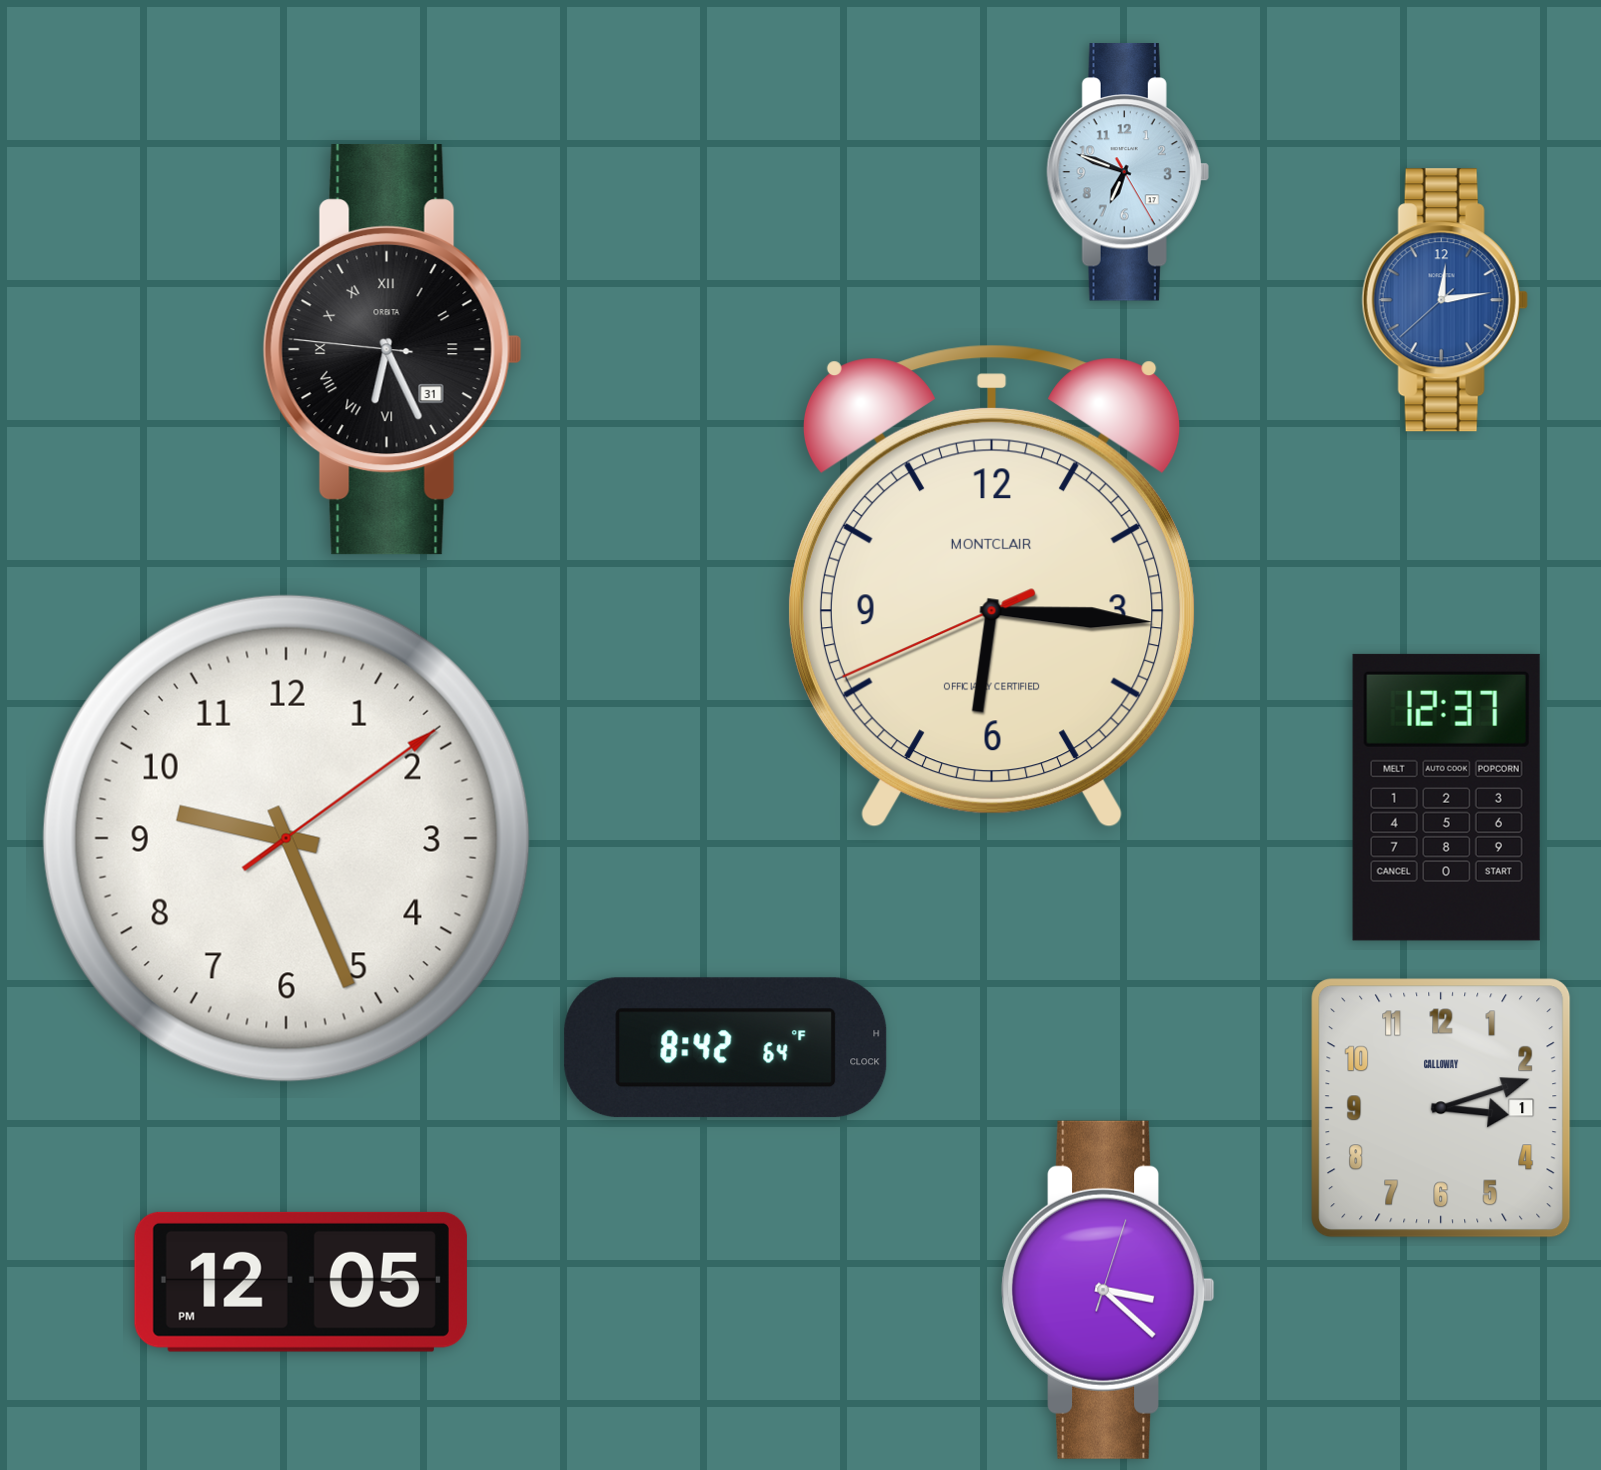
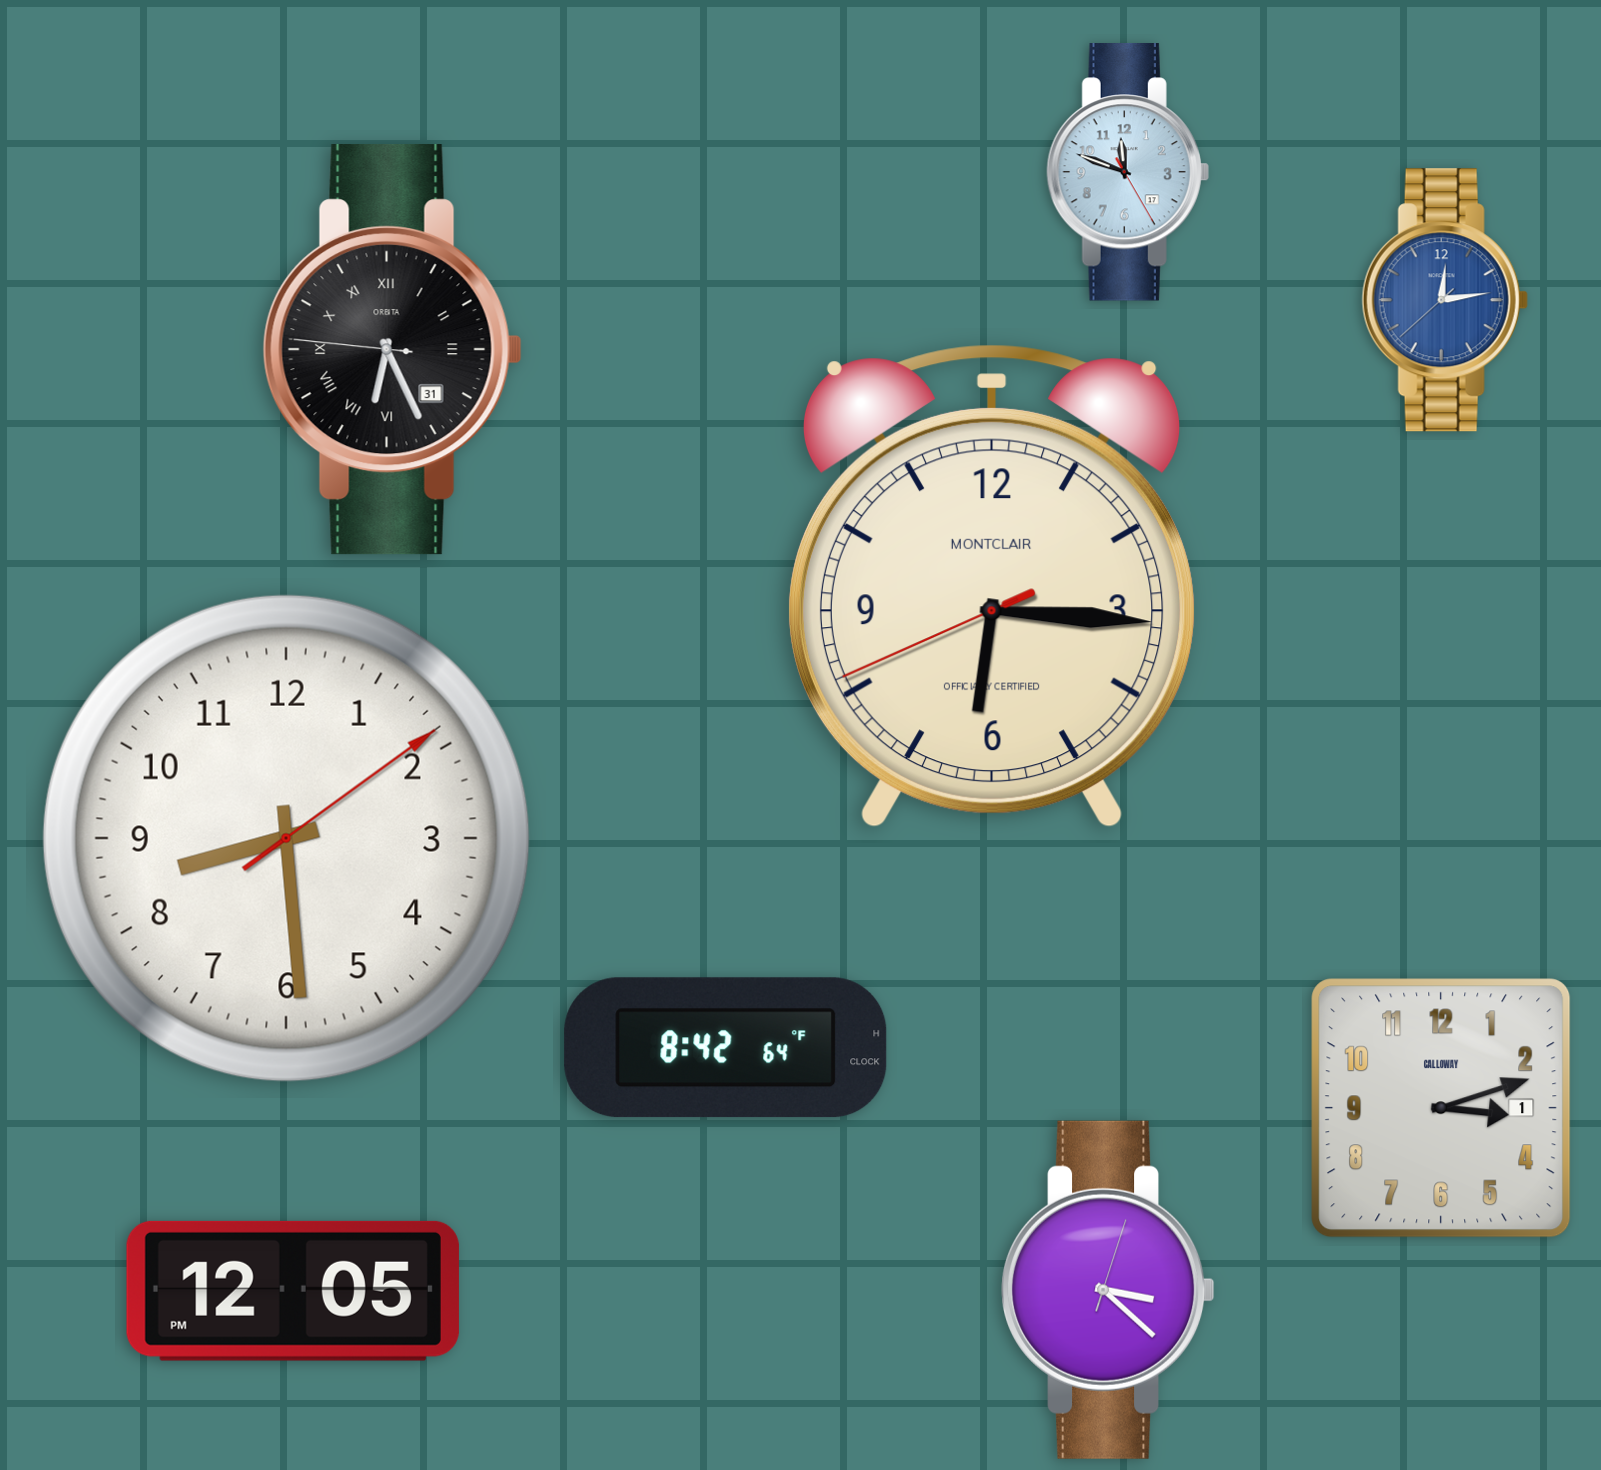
clock at (1128, 173): 6:48 -> 11:48
clock at (1446, 797): 12:37 -> none
clock at (286, 838): 9:26 -> 8:29
clock at (301, 1282) position: (301, 1282) -> (293, 1291)
